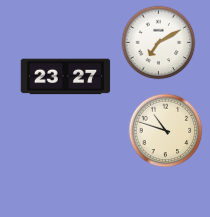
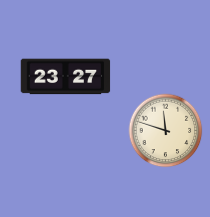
clock at (159, 43): 7:10 -> none
clock at (166, 131): 10:48 -> 11:48
